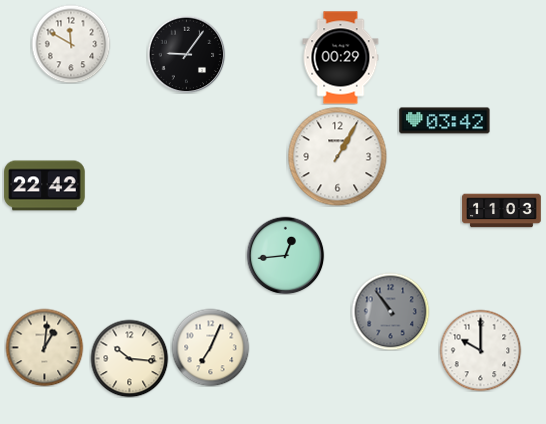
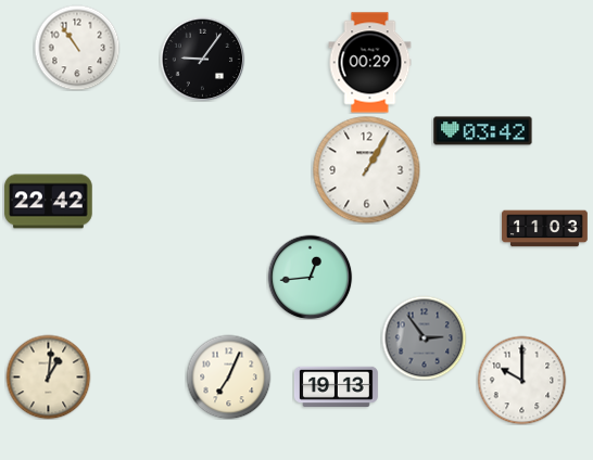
clock at (71, 44): 11:50 -> 10:54
clock at (390, 311): 10:54 -> 2:54
clock at (337, 386): none -> 19:13
clock at (129, 358): 10:16 -> none
